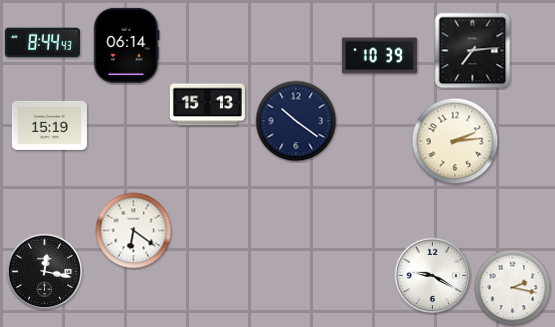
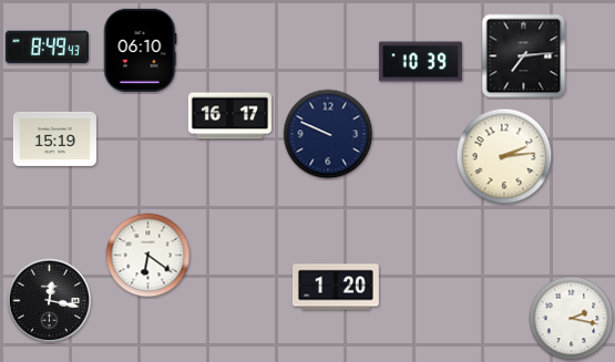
clock at (42, 43): 8:44 -> 8:49
clock at (126, 45): 06:14 -> 06:10
clock at (207, 105): 15:13 -> 16:17
clock at (296, 121): 10:21 -> 9:49
clock at (336, 287): none -> 1:20
clock at (433, 276): 9:20 -> none
clock at (513, 288) position: (513, 288) -> (572, 319)
